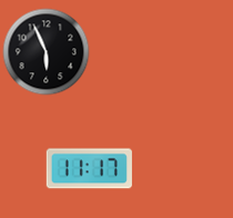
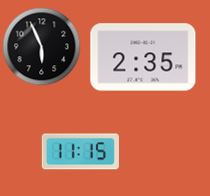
clock at (143, 57): none -> 2:35
clock at (89, 169): 11:17 -> 11:15
